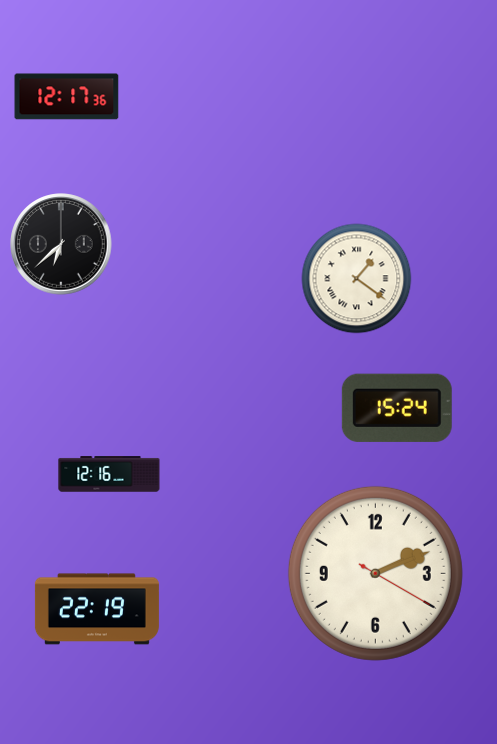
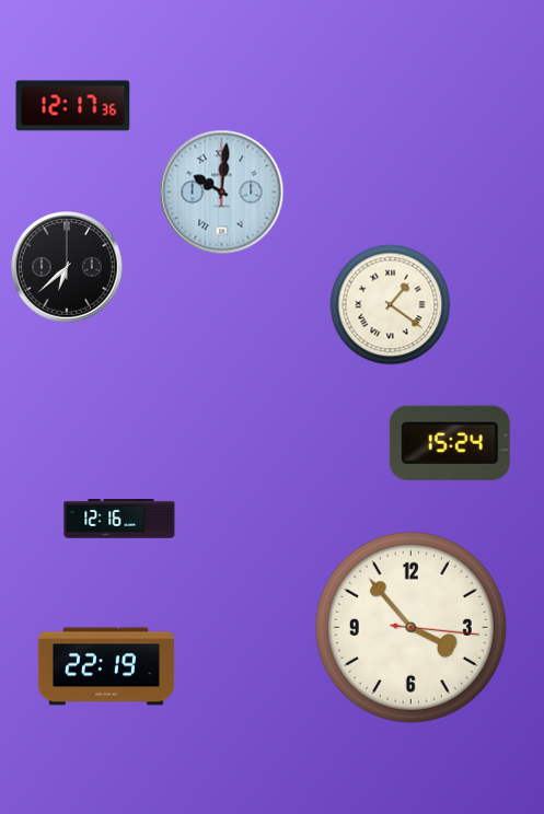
clock at (222, 193): none -> 10:01
clock at (397, 408) position: (397, 408) -> (450, 443)
clock at (375, 573): 2:11 -> 3:53
